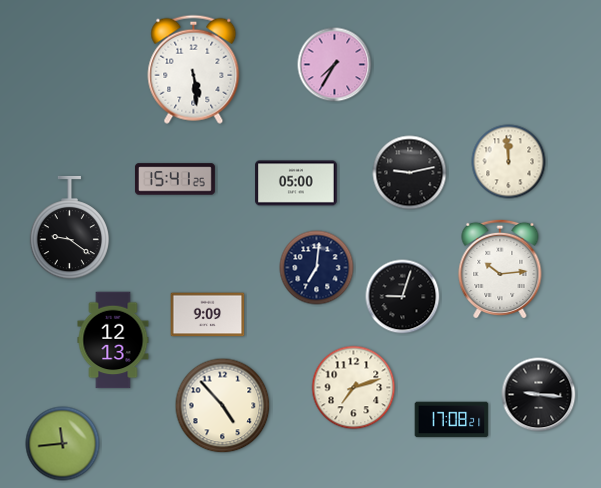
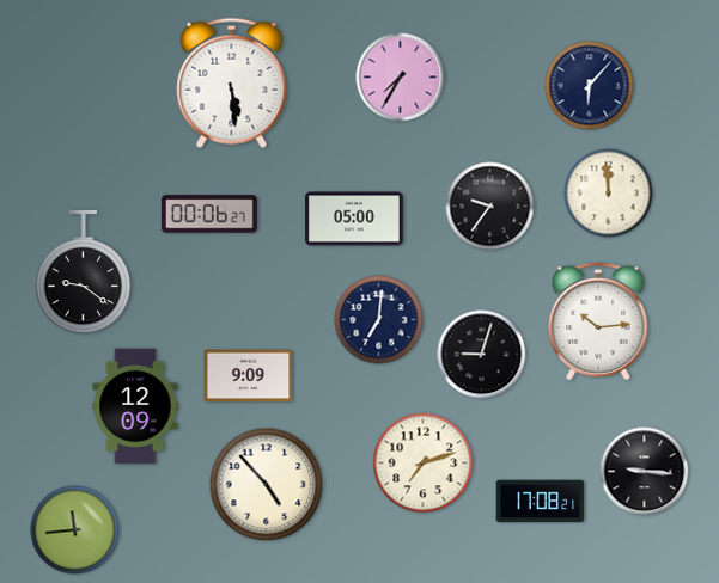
clock at (590, 86): none -> 6:07
clock at (410, 173): 9:13 -> 9:36
clock at (175, 179): 15:41 -> 00:06
clock at (113, 340): 12:13 -> 12:09
